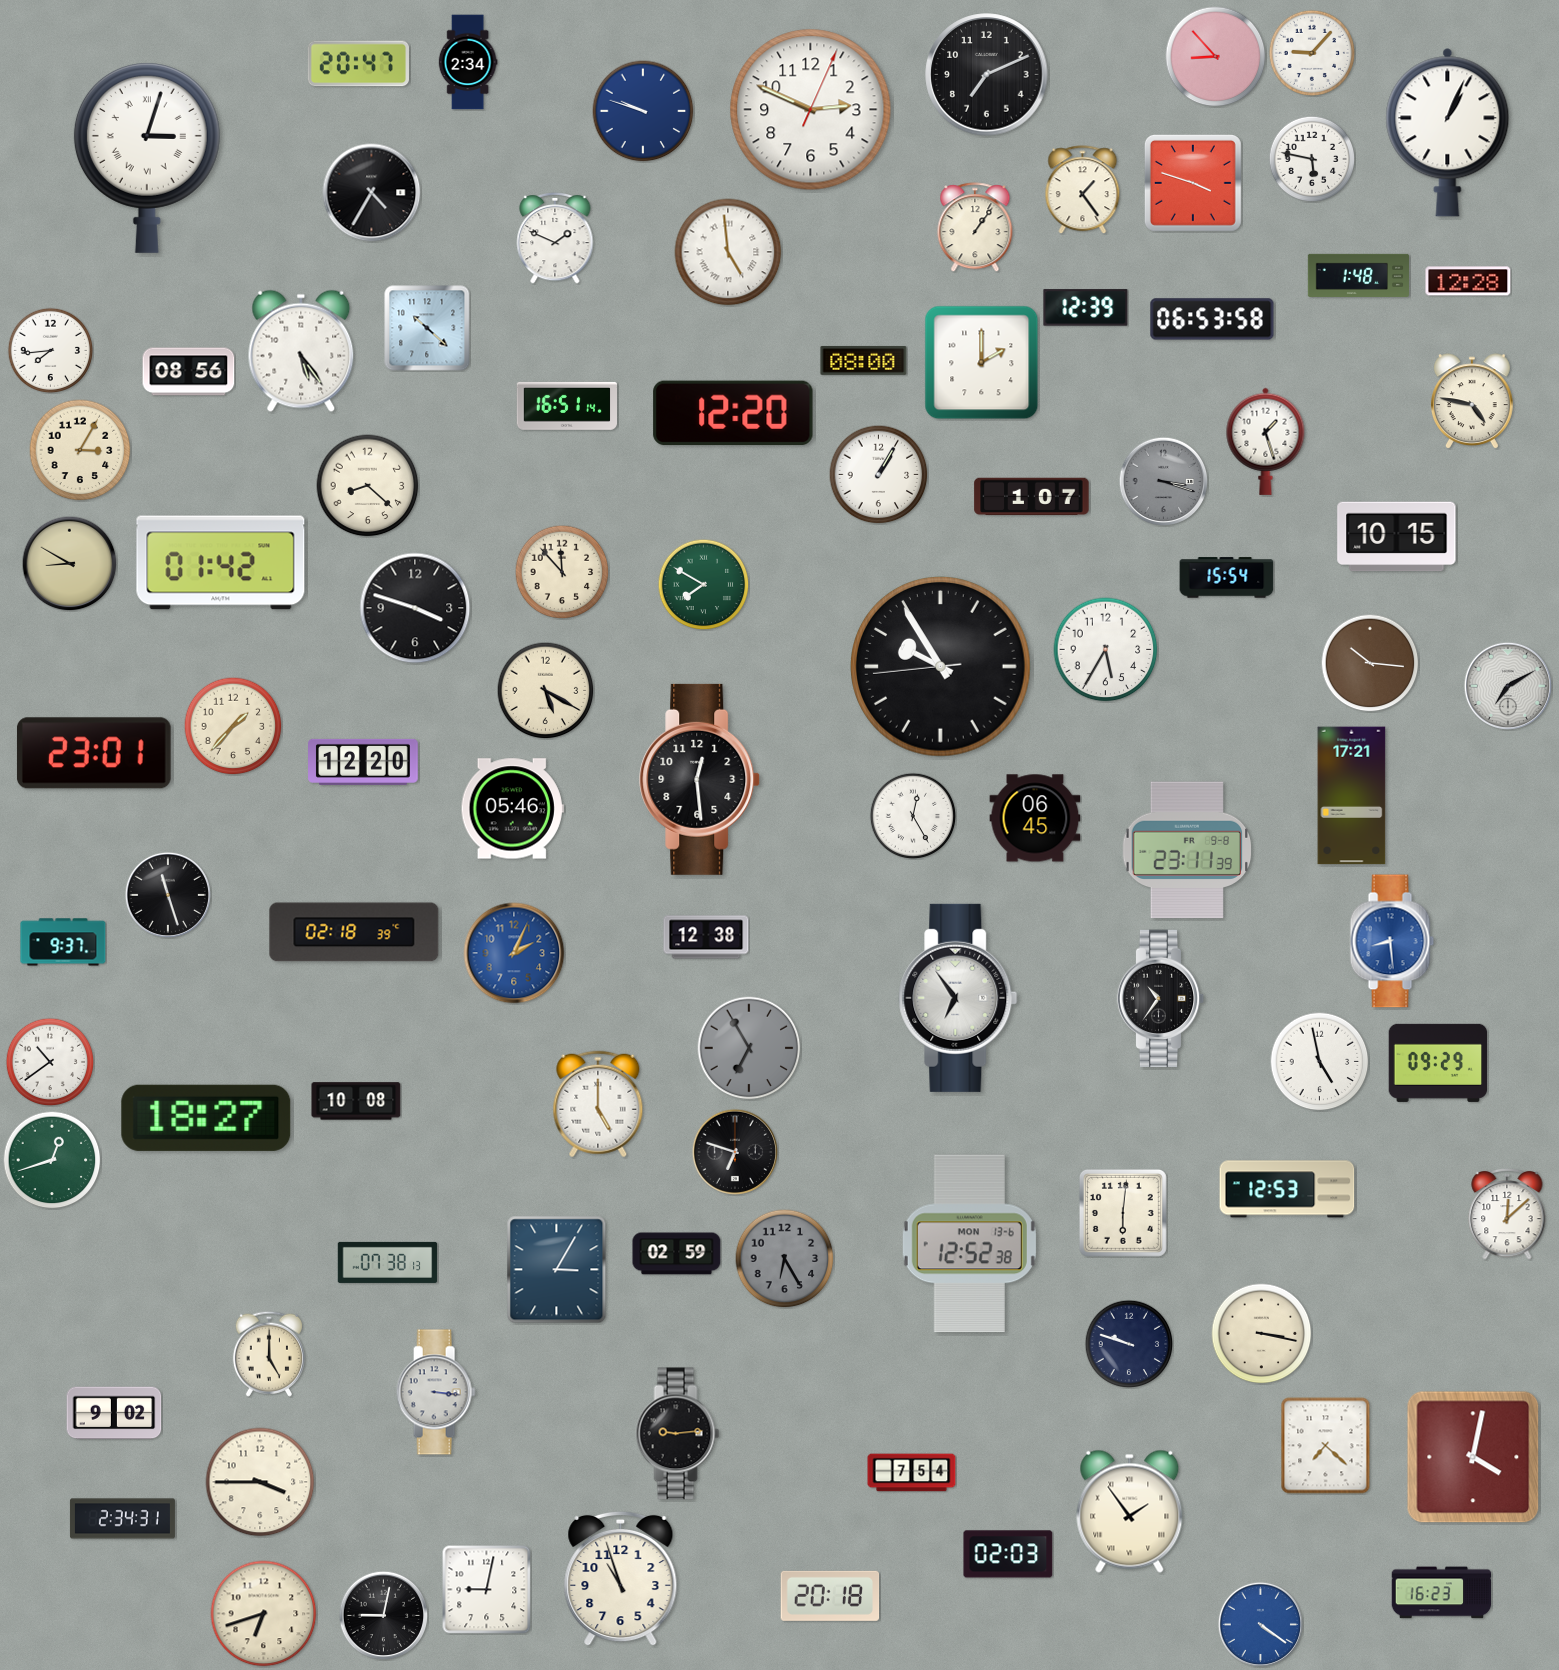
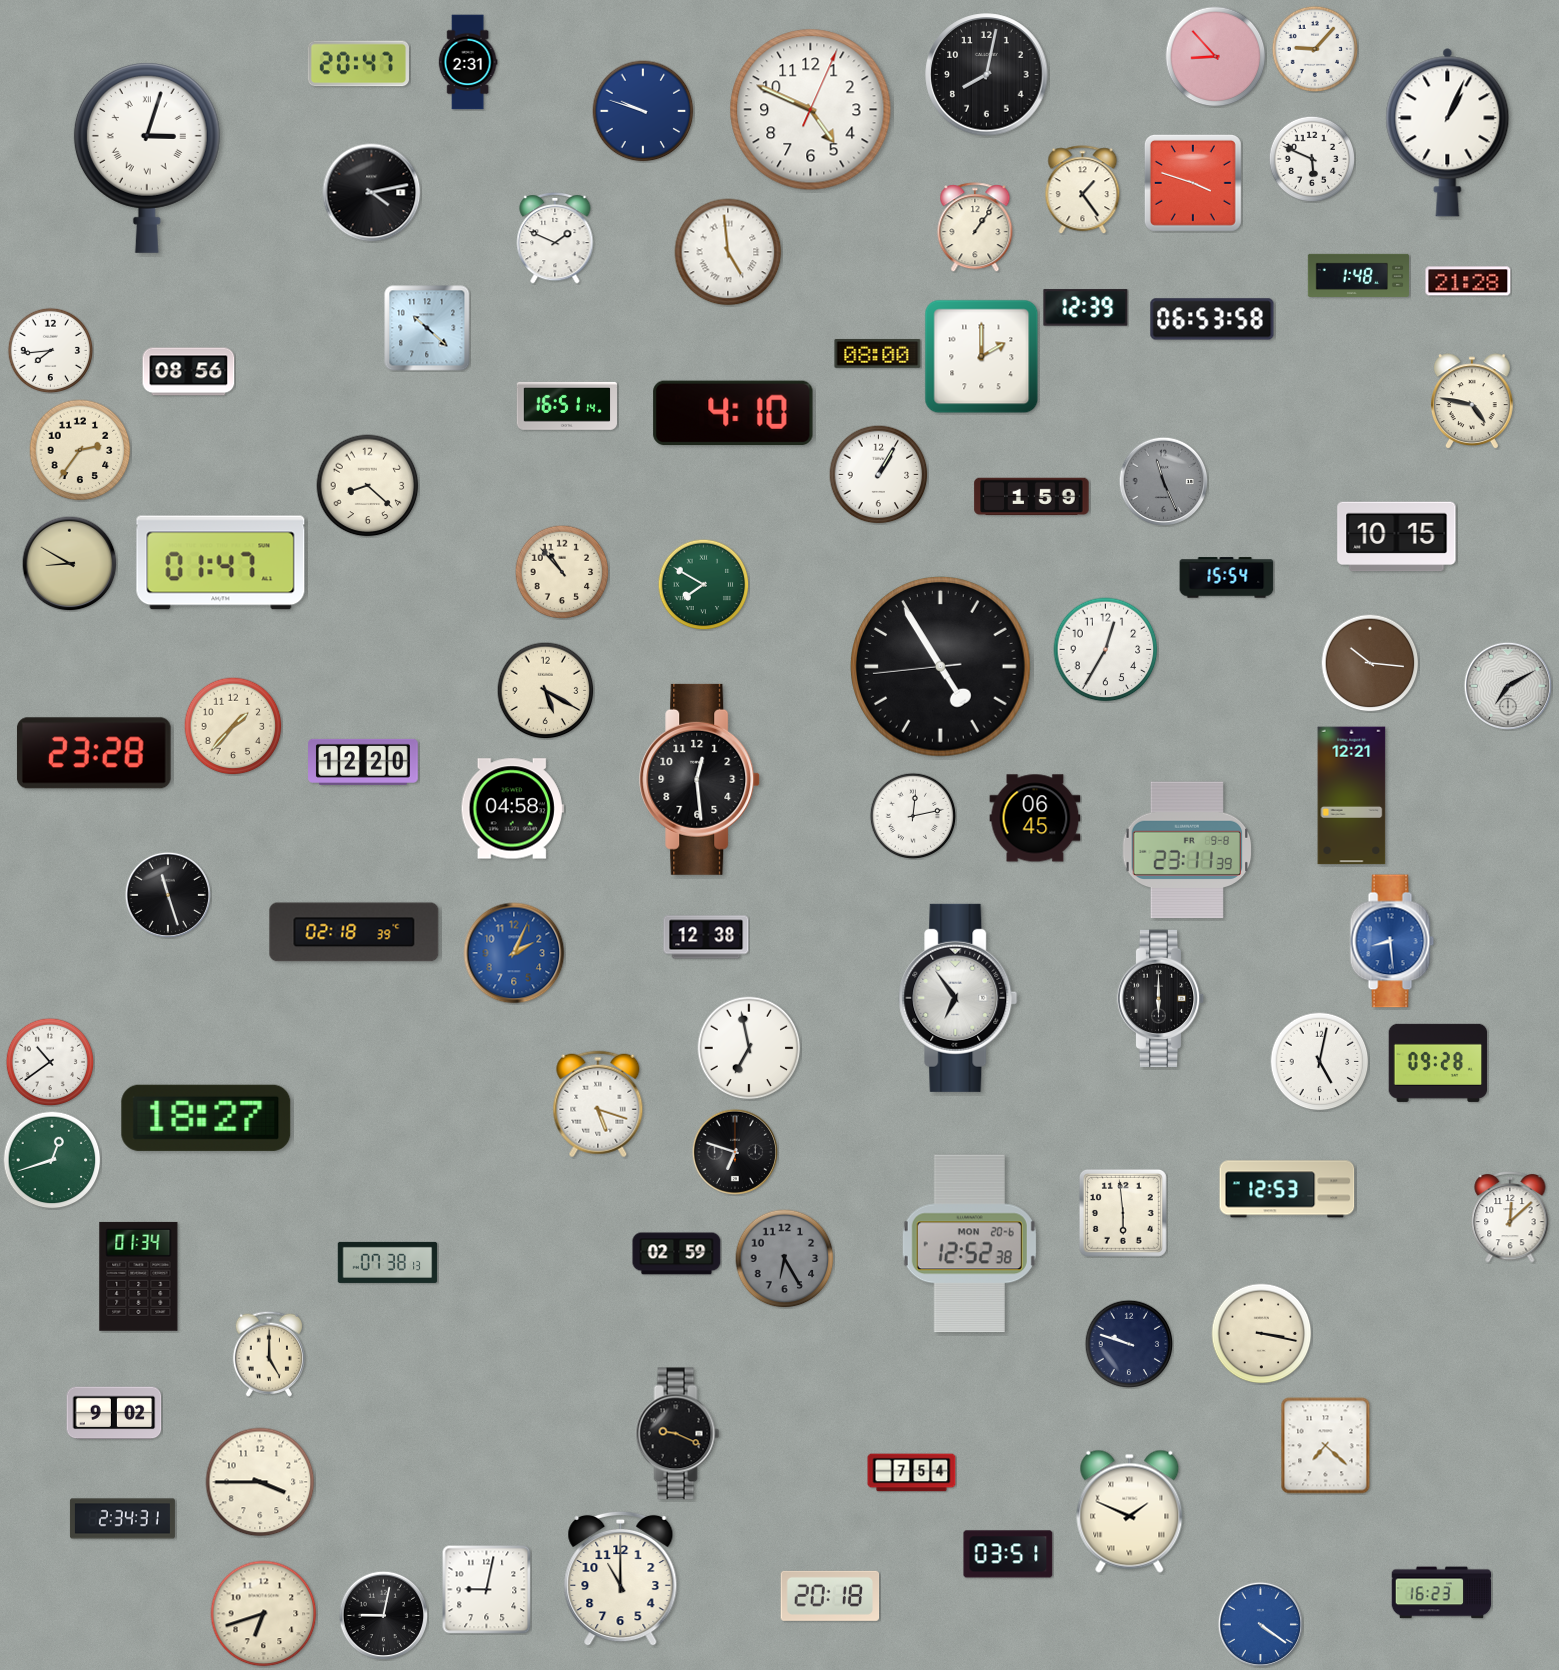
clock at (1312, 53) position: (1312, 53) -> (1315, 49)
clock at (468, 62): 2:34 -> 2:31
clock at (987, 75): 7:11 -> 8:02
clock at (811, 110): 2:49 -> 4:49
clock at (1312, 159): 5:47 -> 5:49
clock at (372, 193): 4:35 -> 4:13
clock at (1468, 281): 12:28 -> 21:28
clock at (301, 351): 5:24 -> none
clock at (864, 361) position: (864, 361) -> (878, 354)
clock at (982, 363) position: (982, 363) -> (982, 357)
clock at (733, 413): 12:20 -> 4:10
clock at (1266, 441): 1:27 -> none
clock at (80, 450): 3:05 -> 2:36
clock at (1163, 481): 3:18 -> 11:26
clock at (1032, 497): 1:07 -> 1:59
clock at (221, 563): 01:42 -> 01:47
clock at (562, 572): 11:53 -> 10:53
clock at (415, 608): 3:48 -> none
clock at (1106, 650): 5:35 -> 12:35
clock at (941, 667): 9:54 -> 4:54
clock at (94, 753): 23:01 -> 23:28
clock at (1352, 796): 17:21 -> 12:21
clock at (512, 809): 05:46 -> 04:58
clock at (913, 816): 12:25 -> 12:13
clock at (63, 942): 9:37 -> none
clock at (1161, 999): 10:36 -> 6:00
clock at (749, 1048): 6:55 -> 6:58
clock at (749, 1048) dial: grey -> white
clock at (1320, 1062): 4:58 -> 5:02
clock at (1438, 1063): 09:29 -> 09:28
clock at (356, 1101): 10:08 -> none
clock at (598, 1104): 5:00 -> 5:18
clock at (1123, 1213): 6:01 -> 5:59
clock at (1507, 1214) position: (1507, 1214) -> (1510, 1217)
clock at (969, 1244) date: MON 13-6 -> MON 20-6
clock at (557, 1270): 3:05 -> none
clock at (139, 1276): none -> 01:34
clock at (436, 1392): 3:16 -> none
clock at (678, 1434): 9:14 -> 9:19
clock at (1473, 1457): 4:02 -> none
clock at (1130, 1511): 1:54 -> 1:49
clock at (1008, 1554): 02:03 -> 03:51
clock at (621, 1579): 10:57 -> 11:00
